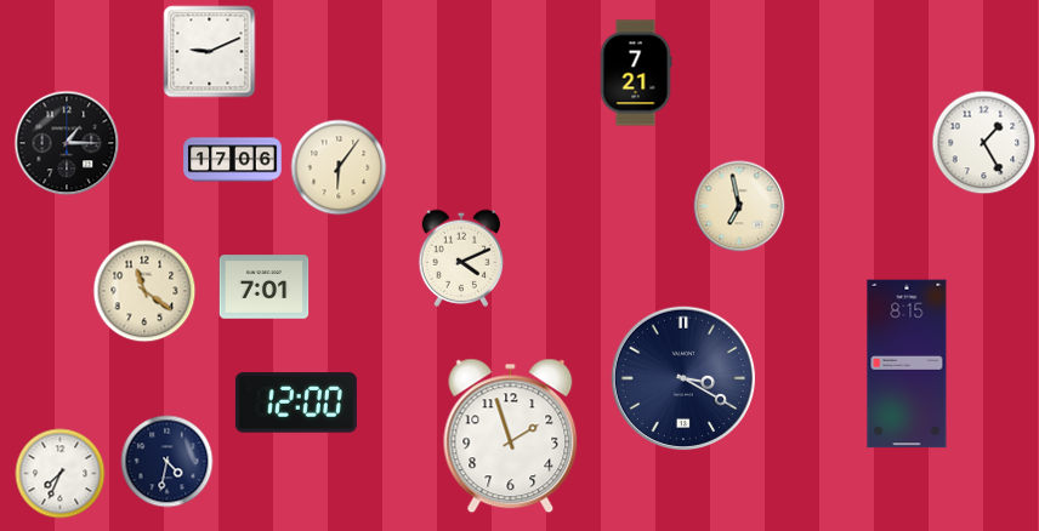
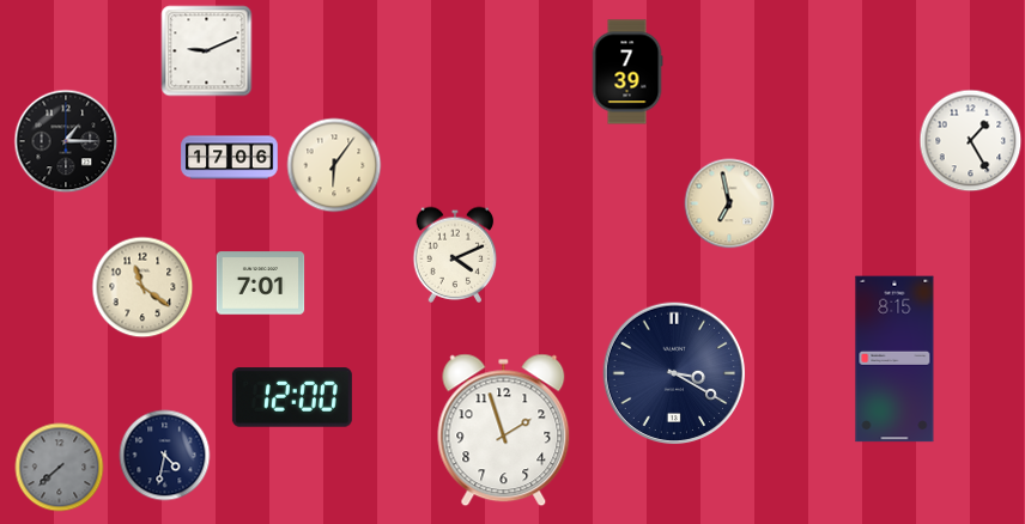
clock at (636, 73): 7:21 -> 7:39
clock at (61, 474): 7:34 -> 7:38
clock at (61, 474) dial: white -> grey
